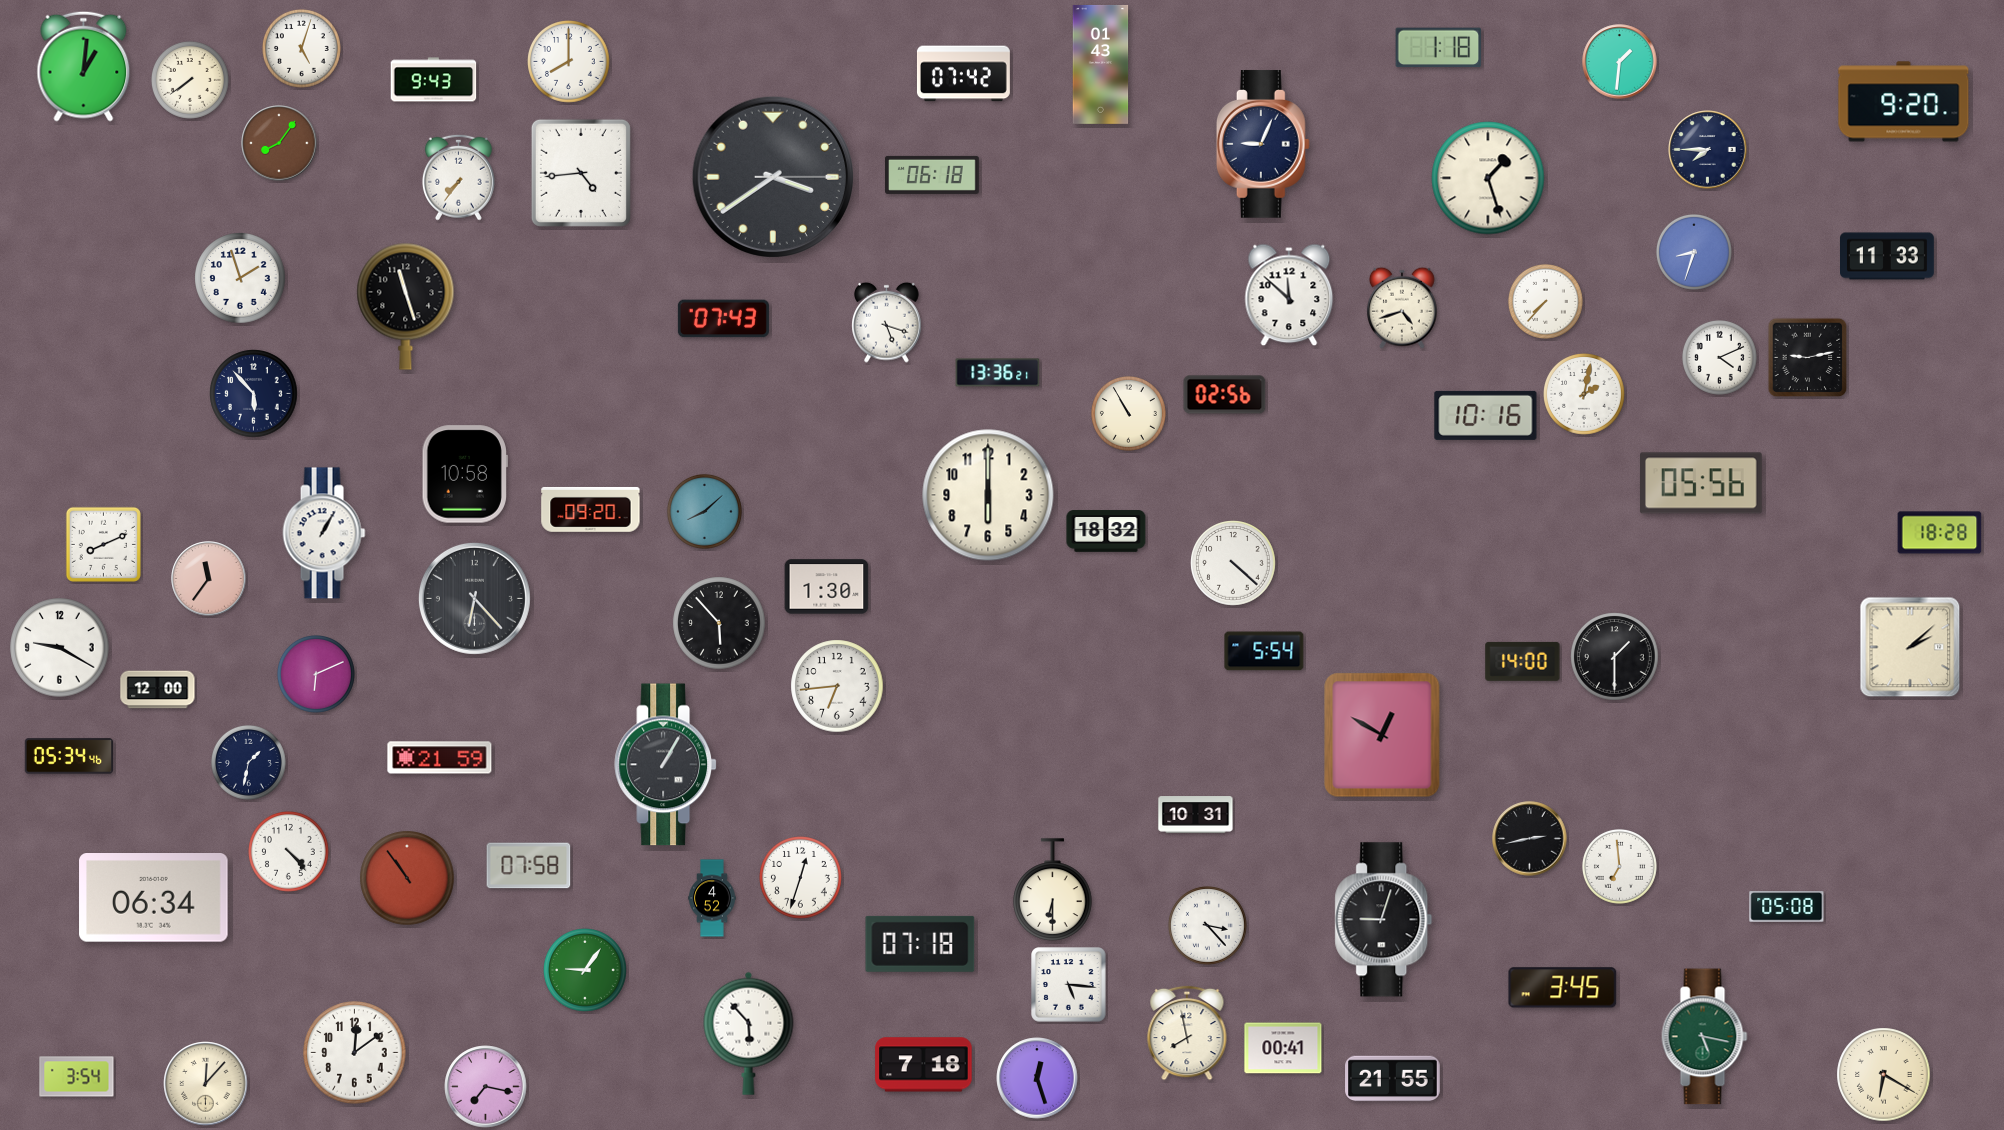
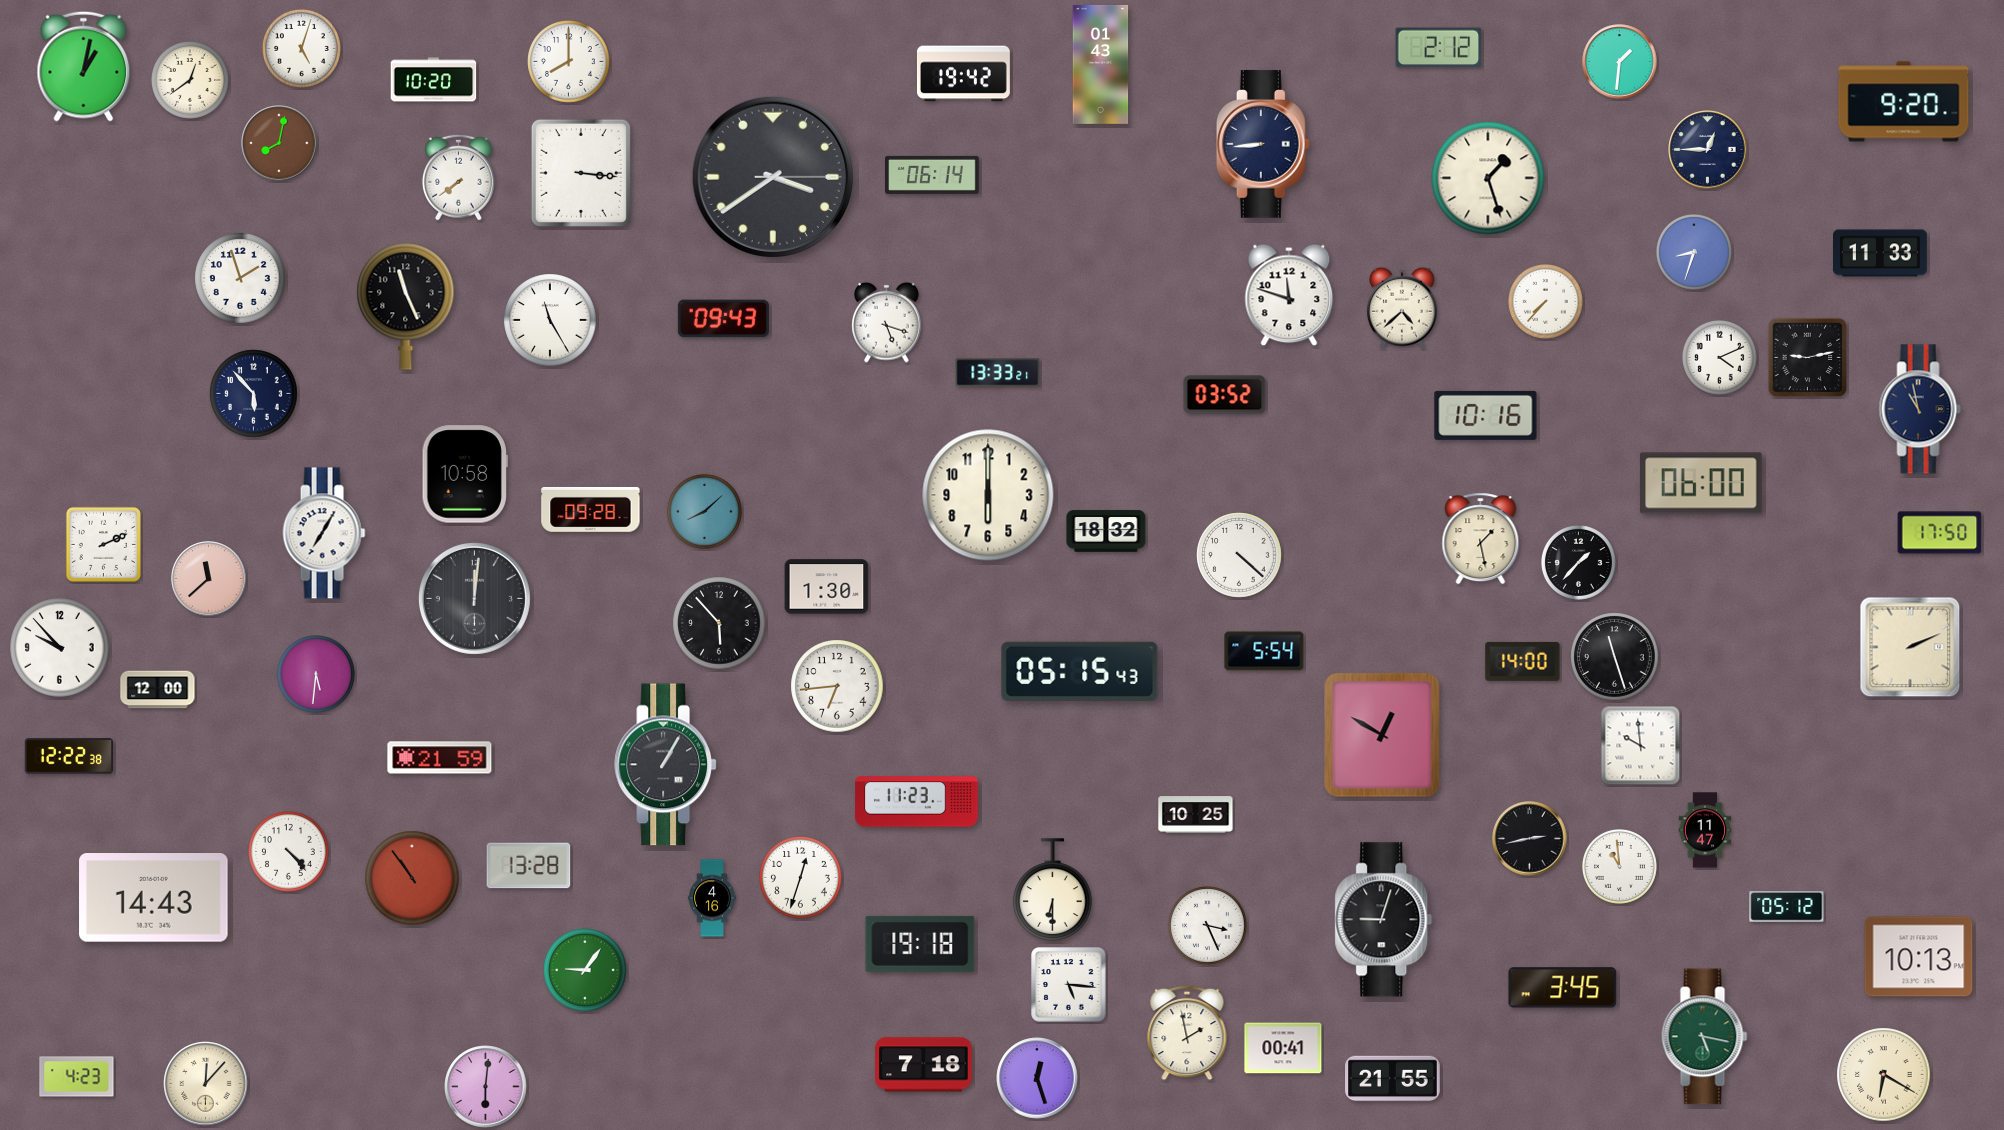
clock at (1439, 48): 1:18 -> 2:12
clock at (84, 66): 1:01 -> 1:02
clock at (963, 74): 07:42 -> 19:42
clock at (190, 80): 7:39 -> 12:39
clock at (434, 80): 9:43 -> 10:20
clock at (279, 143): 8:06 -> 8:02
clock at (1263, 144): 9:04 -> 8:44
clock at (1708, 150): 7:45 -> 12:45
clock at (581, 173): 4:44 -> 3:16
clock at (933, 175): 06:18 -> 06:14
clock at (458, 177): 7:36 -> 7:39
clock at (1888, 256) position: (1888, 256) -> (1881, 253)
clock at (1289, 295): 11:52 -> 11:48
clock at (406, 306): 11:27 -> 11:26
clock at (1402, 308): 4:42 -> 4:38
clock at (723, 319): 07:43 -> 09:43
clock at (550, 320): none -> 11:25
clock at (998, 373): 13:36 -> 13:33
clock at (1225, 395): 02:56 -> 03:52
clock at (1585, 395): 2:02 -> none
clock at (1920, 409): none -> 10:58
clock at (1128, 413): 10:55 -> none
clock at (1702, 483): 05:56 -> 06:00
clock at (591, 509): 09:20 -> 09:28
clock at (324, 533): 1:05 -> 7:05
clock at (1940, 533): 18:28 -> 17:50
clock at (1481, 539): none -> 1:28
clock at (103, 544): 8:11 -> 2:11
clock at (1578, 562): none -> 1:37
clock at (1233, 563) position: (1233, 563) -> (1239, 555)
clock at (209, 579): 11:36 -> 11:38
clock at (474, 598): 6:23 -> 12:01
clock at (1910, 647): 2:08 -> 2:11
clock at (60, 648): 9:20 -> 9:53
clock at (1615, 657): 1:30 -> 11:27
clock at (1080, 671): none -> 05:15
clock at (316, 674): 6:11 -> 5:31
clock at (1641, 746): none -> 9:59
clock at (69, 756): 05:34 -> 12:22
clock at (248, 762): 1:32 -> none
clock at (917, 802): none -> 11:23
clock at (1196, 815): 10:31 -> 10:25
clock at (1705, 830): none -> 11:47
clock at (529, 866): 07:58 -> 13:28
clock at (1619, 866): 6:59 -> 10:59
clock at (407, 878) position: (407, 878) -> (412, 878)
clock at (154, 898): 06:34 -> 14:43
clock at (712, 898): 4:52 -> 4:16
clock at (1787, 907): 05:08 -> 05:12
clock at (1207, 925): 3:23 -> 3:26
clock at (920, 944): 07:18 -> 19:18
clock at (1919, 957): none -> 10:13
clock at (749, 1033): 5:53 -> none
clock at (1187, 1033): 7:58 -> 1:58
clock at (355, 1053): 12:09 -> none
clock at (77, 1077): 3:54 -> 4:23
clock at (486, 1087): 7:17 -> 6:01
